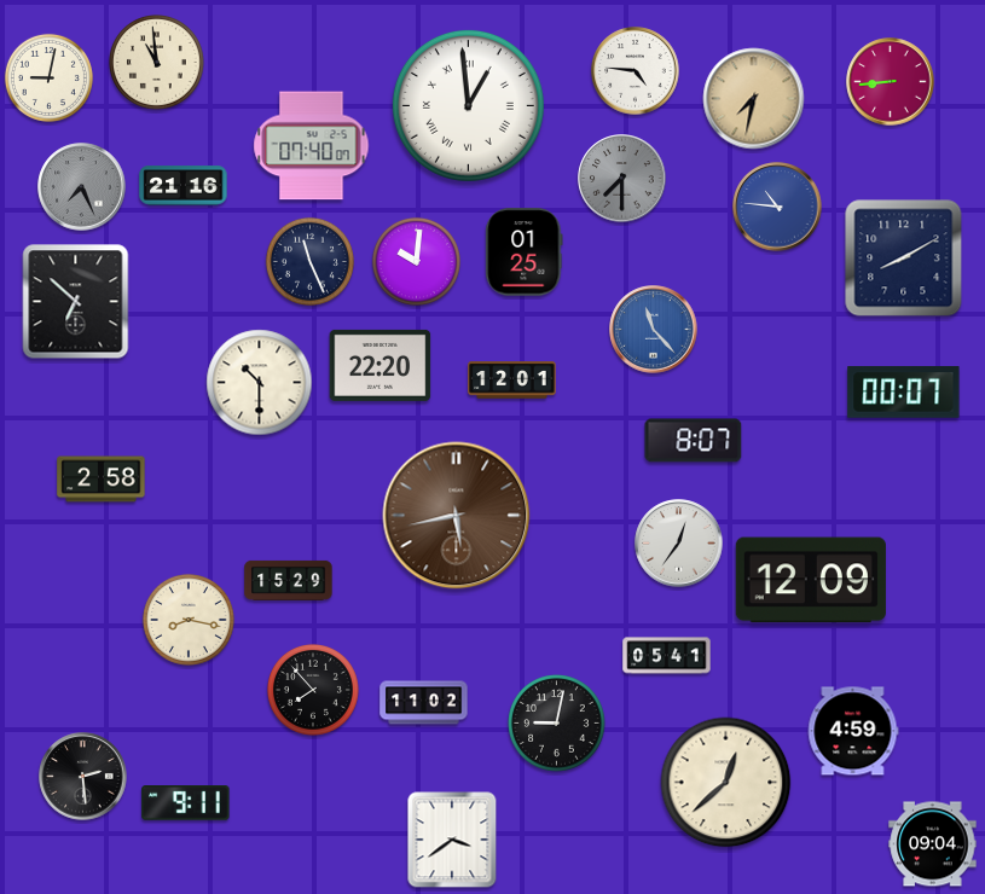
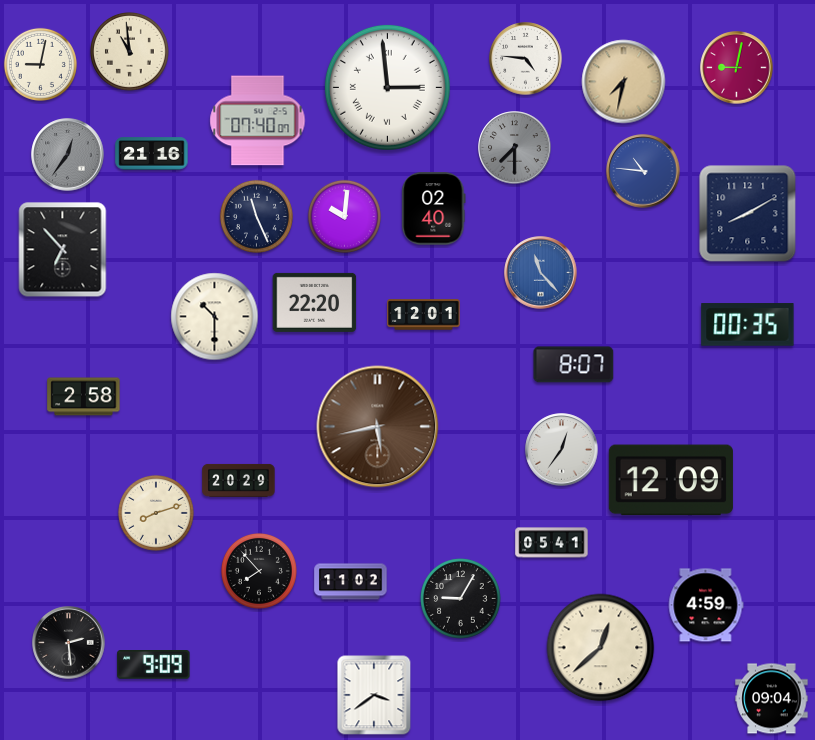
clock at (891, 82): 8:44 -> 9:02
clock at (468, 105): 12:59 -> 2:59
clock at (82, 187): 7:26 -> 12:36
clock at (525, 252): 01:25 -> 02:40
clock at (76, 302): 6:52 -> 6:53
clock at (904, 393): 00:07 -> 00:35
clock at (289, 580): 15:29 -> 20:29
clock at (189, 620): 8:17 -> 8:12
clock at (557, 724): 9:02 -> 9:05
clock at (186, 803): 9:11 -> 9:09
